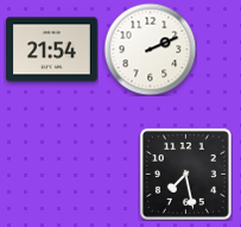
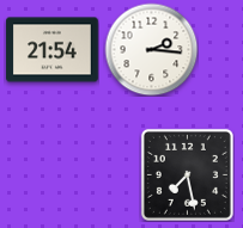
clock at (150, 49): 2:11 -> 2:16
